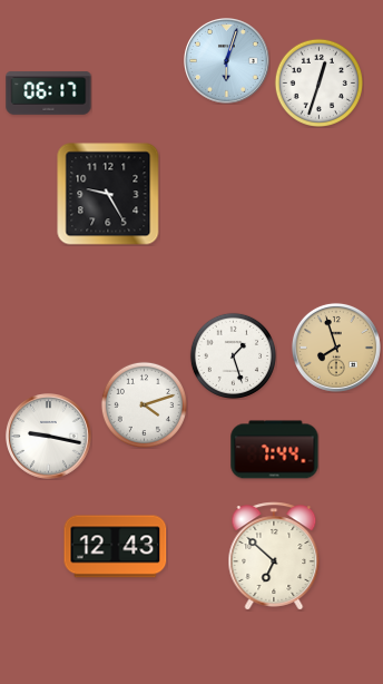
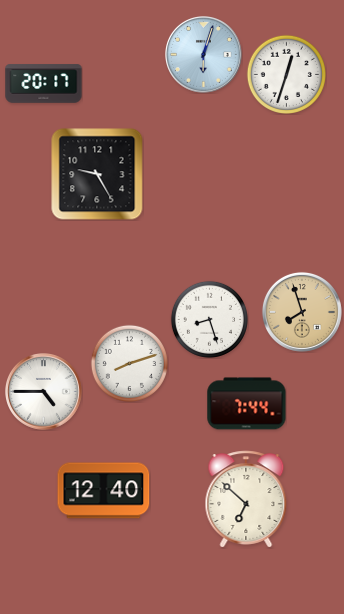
clock at (49, 94): 06:17 -> 20:17
clock at (233, 355): 1:27 -> 8:27
clock at (144, 404): 4:12 -> 8:12
clock at (49, 437): 9:17 -> 4:45
clock at (116, 547): 12:43 -> 12:40
